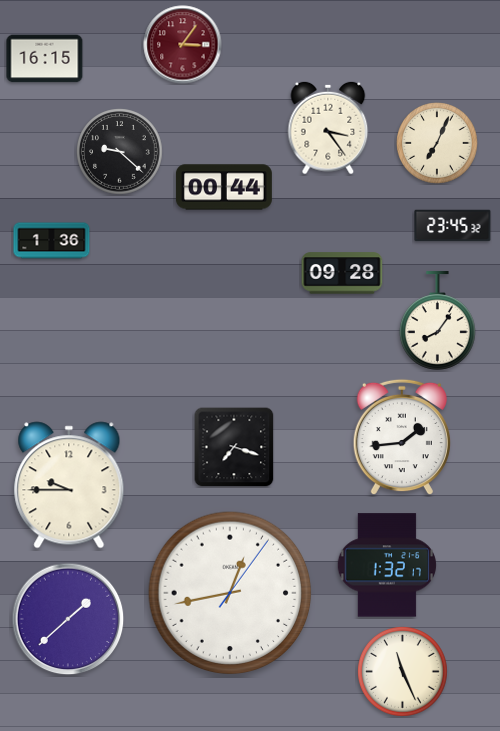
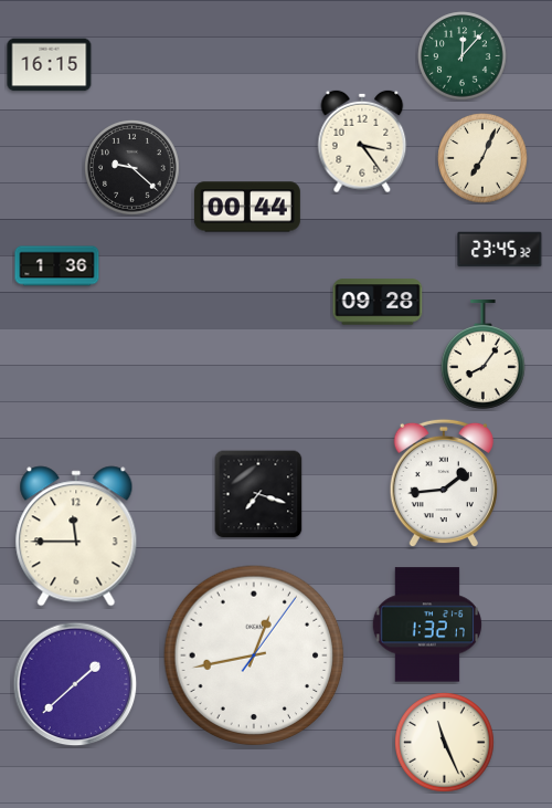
clock at (183, 45): 3:06 -> none
clock at (463, 56): none -> 12:07
clock at (69, 485): 9:45 -> 11:45
